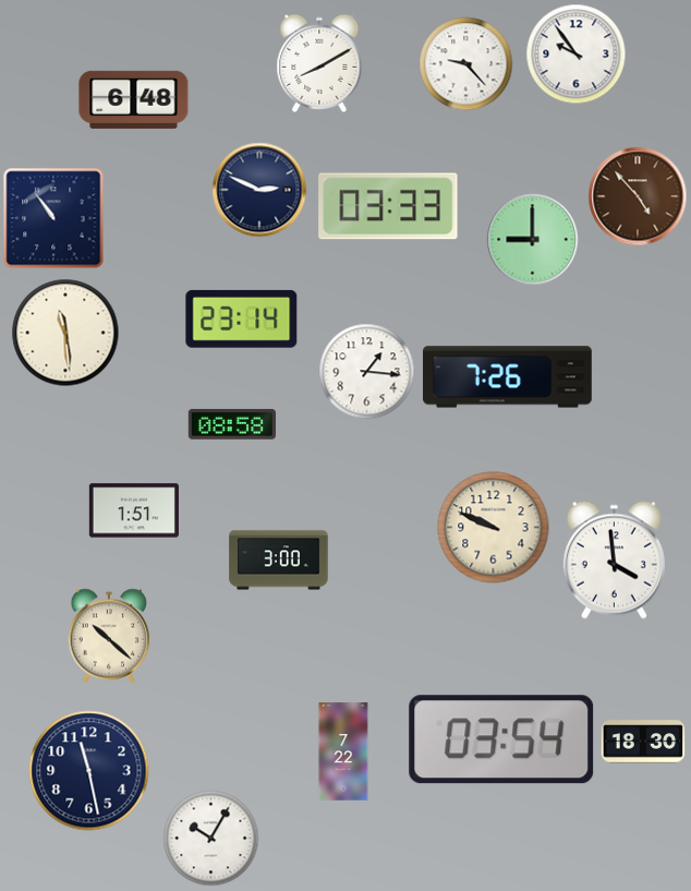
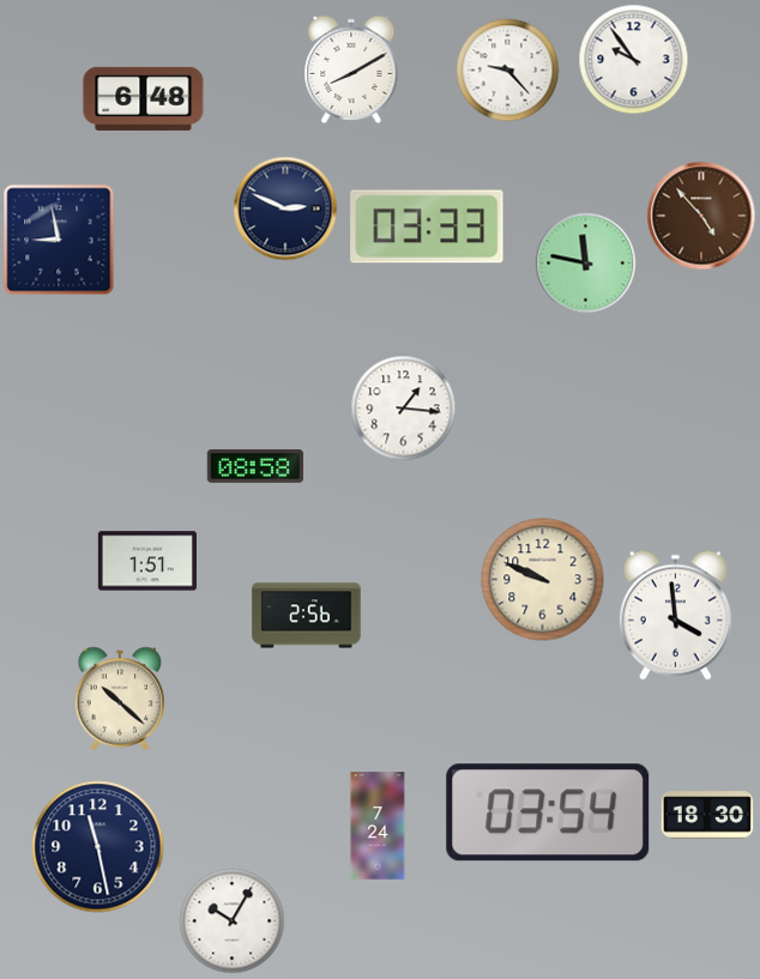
clock at (466, 64) position: (466, 64) -> (508, 71)
clock at (134, 99) position: (134, 99) -> (144, 98)
clock at (53, 218): 10:54 -> 8:58
clock at (533, 240): 9:00 -> 11:47
clock at (242, 318): 23:14 -> none
clock at (65, 333): 11:29 -> none
clock at (508, 377): 7:26 -> none
clock at (279, 561): 3:00 -> 2:56
clock at (501, 739) position: (501, 739) -> (548, 812)
clock at (343, 751): 7:22 -> 7:24
